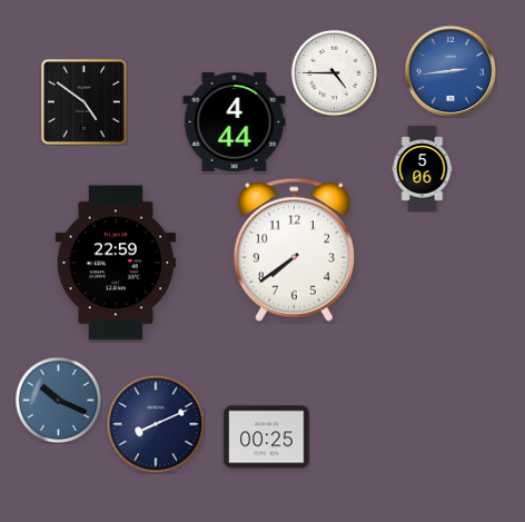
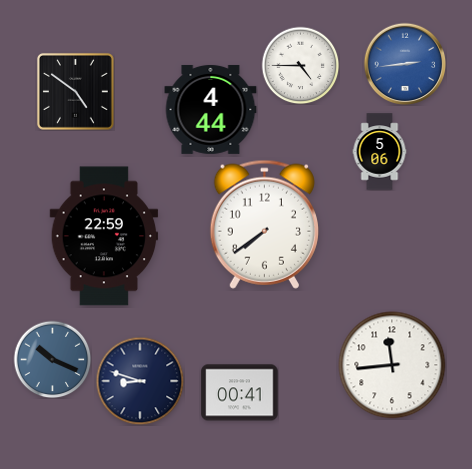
clock at (392, 365): none -> 11:44
clock at (156, 424): 8:11 -> 8:48
clock at (267, 437): 00:25 -> 00:41
